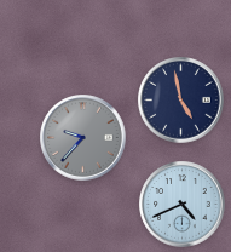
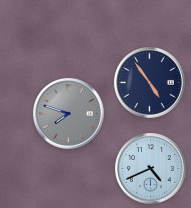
clock at (181, 101): 4:58 -> 4:54
clock at (83, 138): 9:37 -> 7:48
